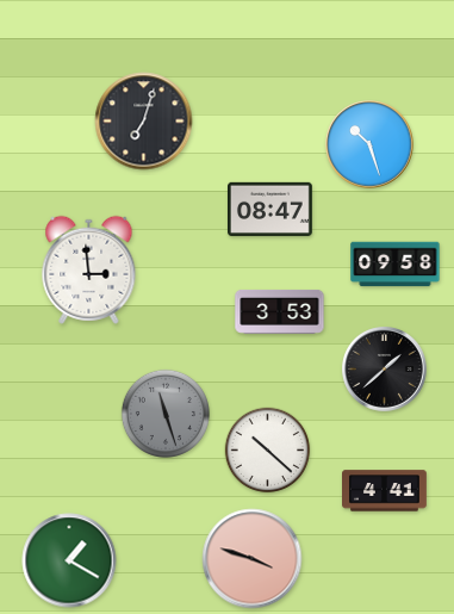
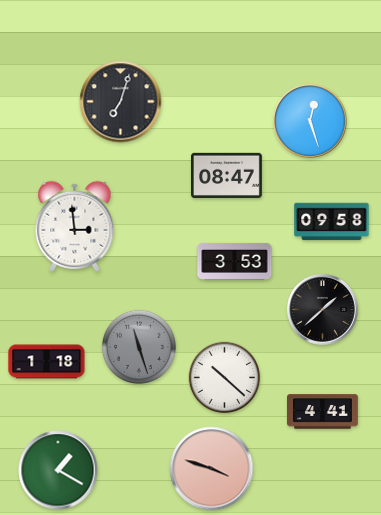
clock at (369, 144): 10:27 -> 12:27
clock at (47, 362): none -> 1:18
